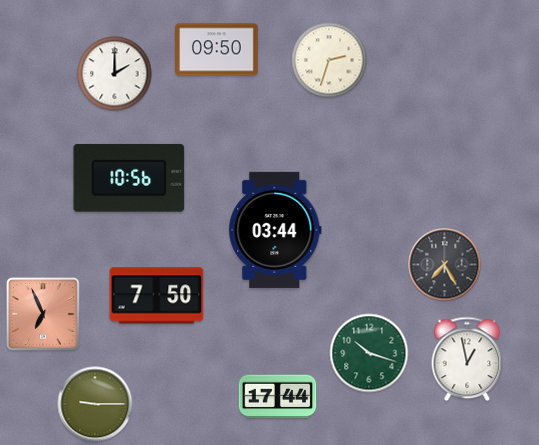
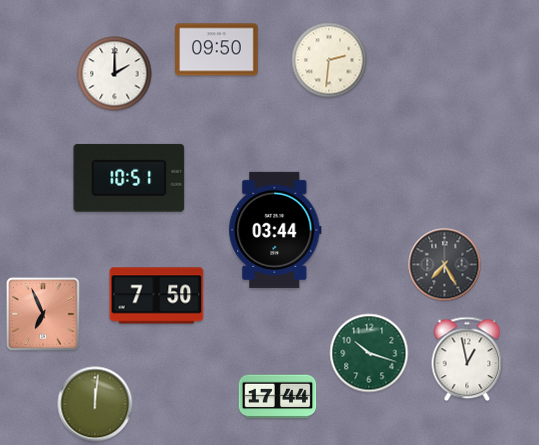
clock at (329, 60): 2:33 -> 2:31
clock at (129, 178): 10:56 -> 10:51
clock at (95, 404): 9:15 -> 12:01
